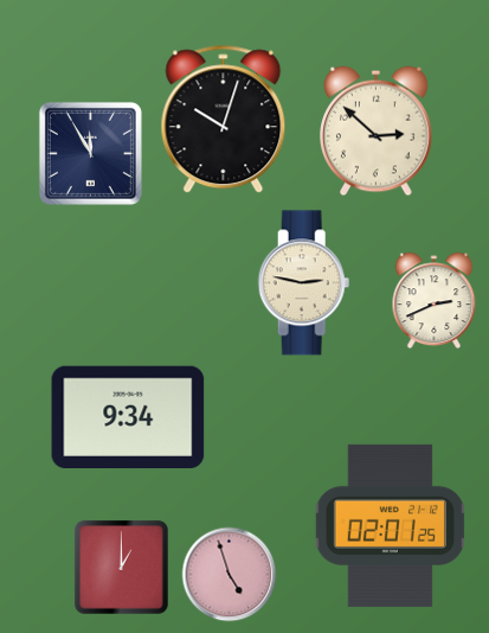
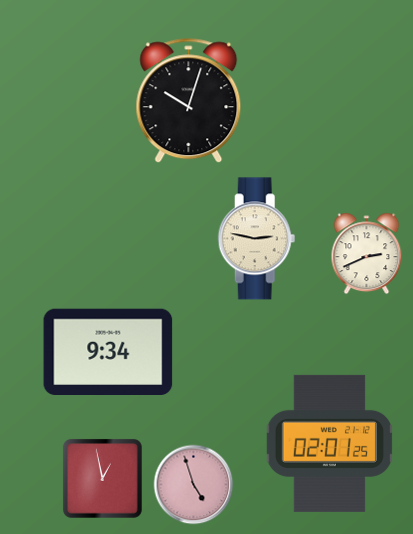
clock at (377, 132): 2:52 -> none
clock at (90, 153): 11:55 -> none
clock at (121, 567): 1:00 -> 12:58
